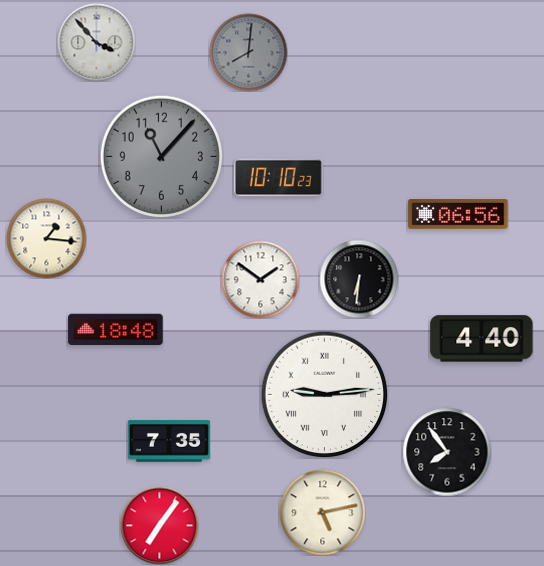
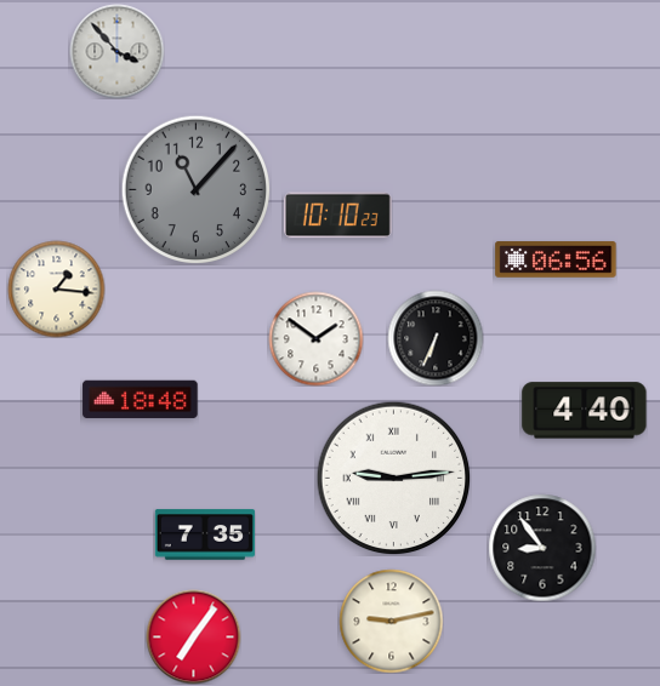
clock at (248, 52): 8:01 -> none
clock at (359, 279): 6:31 -> 6:34
clock at (447, 452): 7:54 -> 8:54
clock at (322, 512): 5:13 -> 9:13
